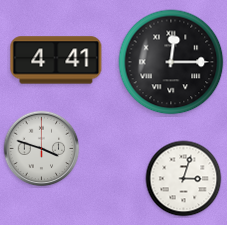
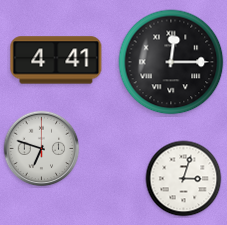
clock at (42, 149): 3:48 -> 6:48
